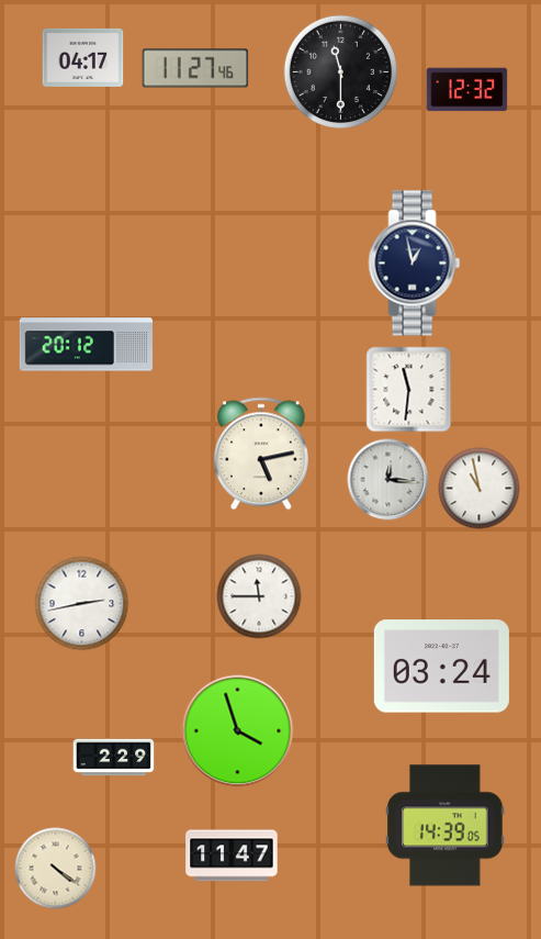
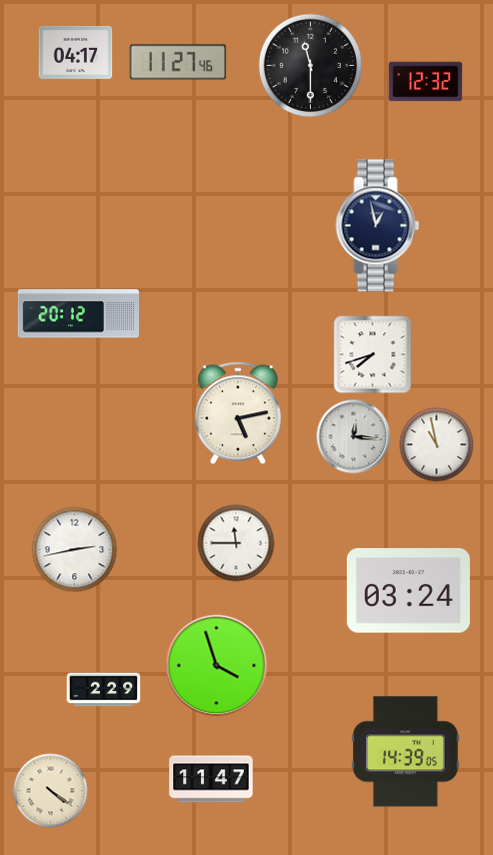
clock at (415, 264) position: (415, 264) -> (378, 226)
clock at (409, 390): 11:31 -> 7:42
clock at (441, 667) position: (441, 667) -> (408, 591)
